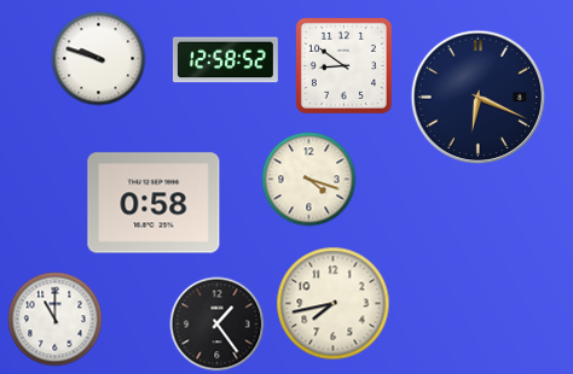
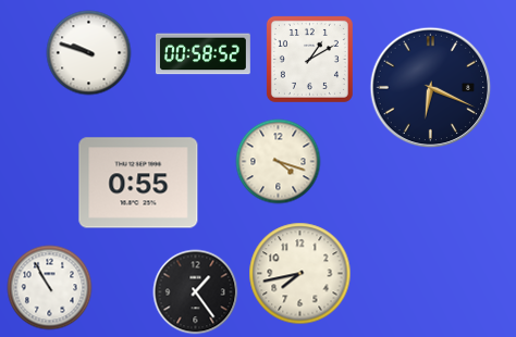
clock at (225, 60): 12:58 -> 00:58
clock at (343, 65): 8:51 -> 1:10
clock at (154, 203): 0:58 -> 0:55
clock at (54, 319): 11:00 -> 10:55
